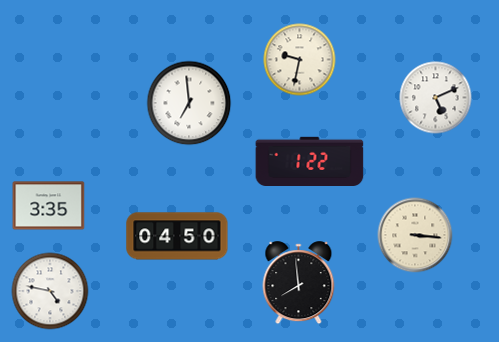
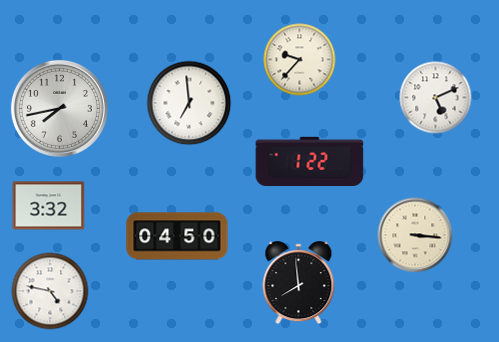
clock at (300, 60): 9:32 -> 9:37
clock at (59, 108): none -> 7:43
clock at (49, 206): 3:35 -> 3:32
